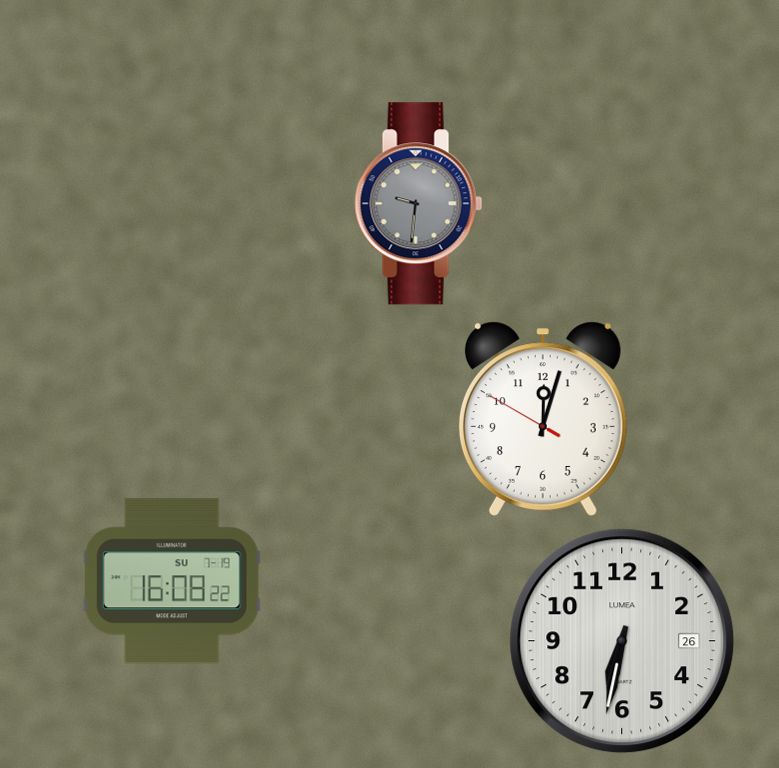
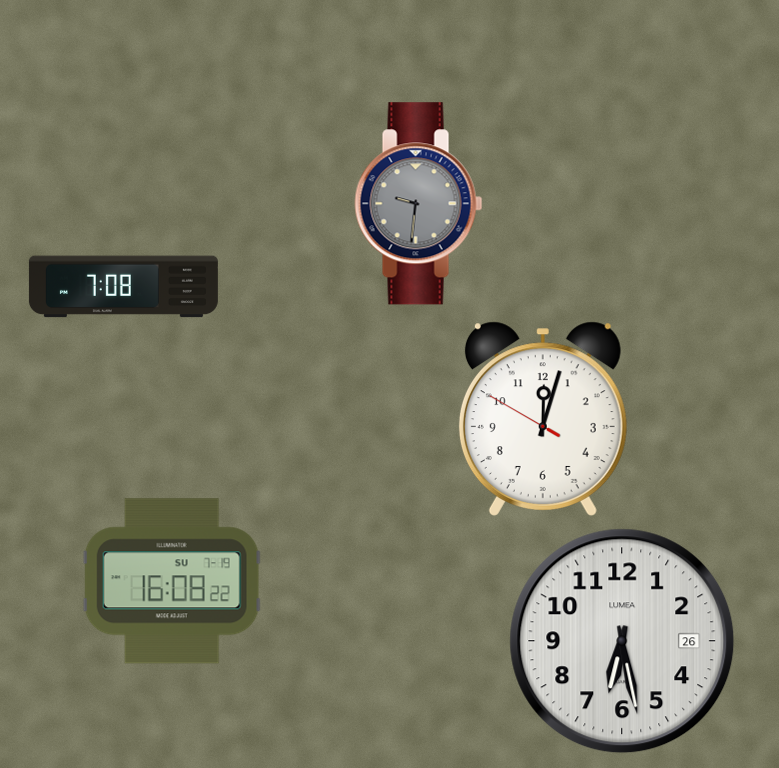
clock at (123, 287): none -> 7:08
clock at (622, 641): 6:32 -> 6:28
